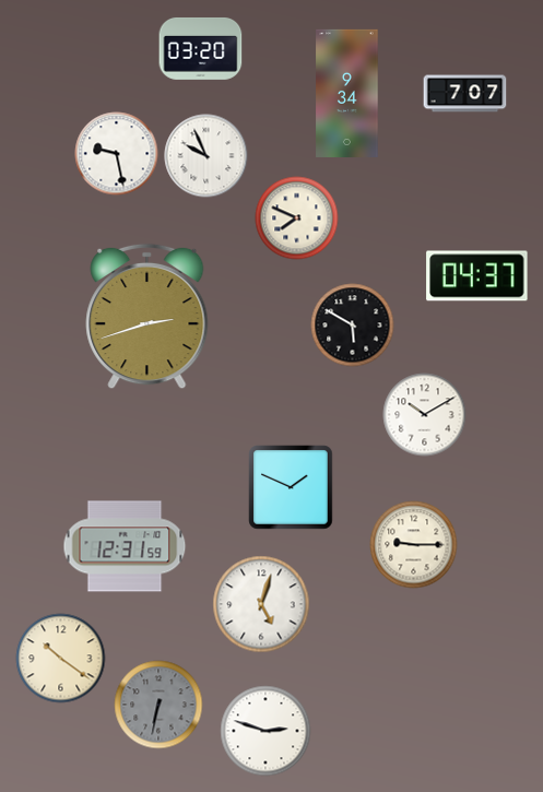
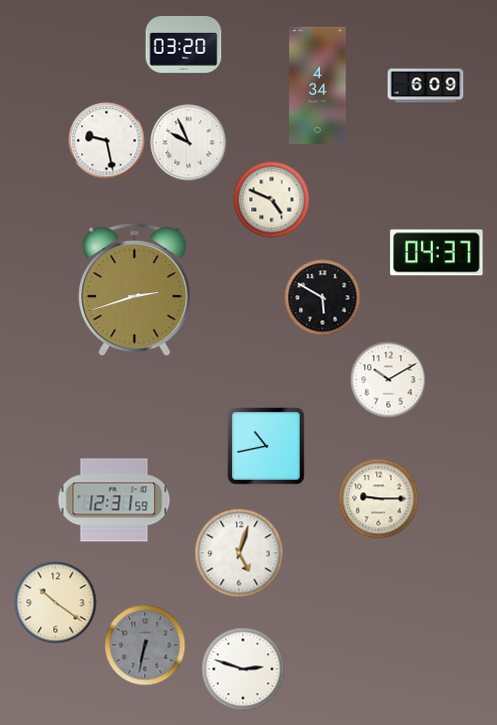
clock at (347, 93): 9:34 -> 4:34
clock at (465, 94): 7:07 -> 6:09
clock at (297, 218): 7:49 -> 4:49
clock at (291, 487): 1:49 -> 10:43
